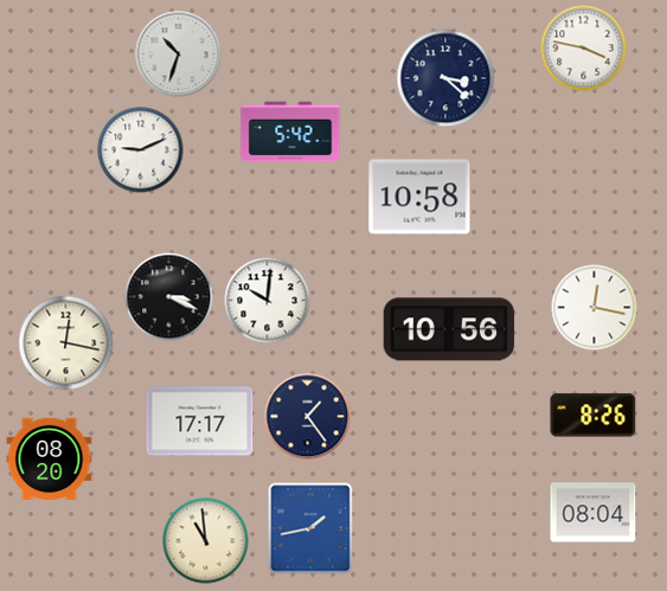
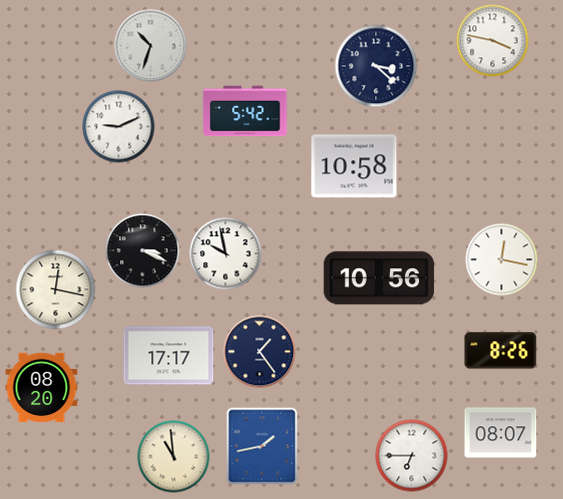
clock at (268, 301): 10:01 -> 9:58
clock at (594, 513): 08:04 -> 08:07
clock at (412, 456): none -> 6:45
